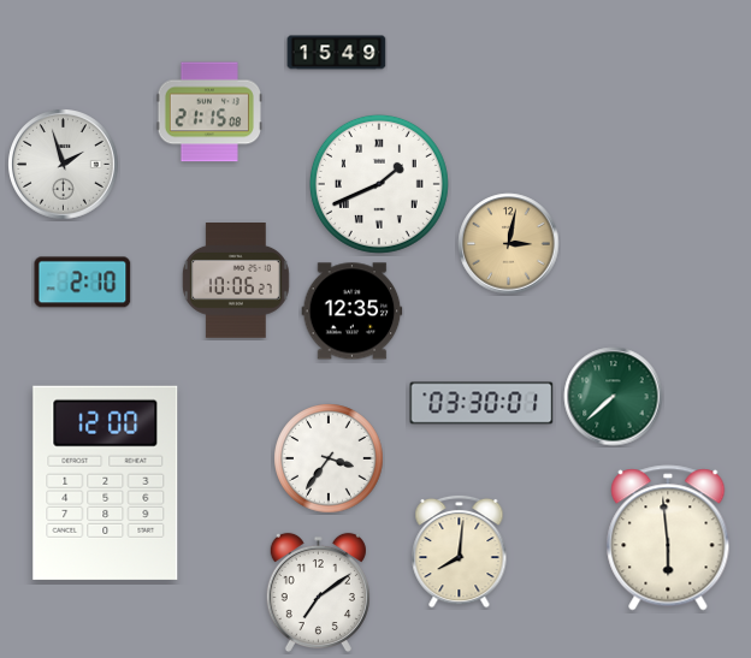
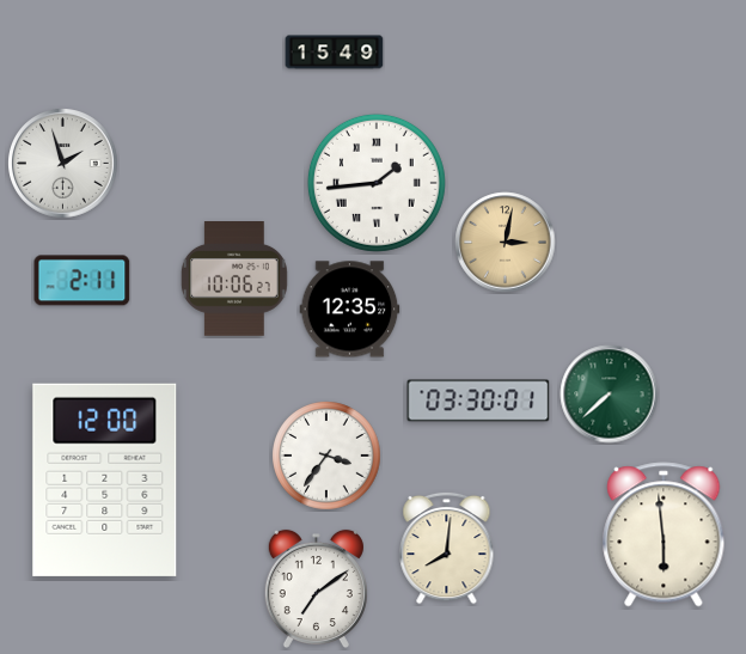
clock at (208, 112): 21:15 -> none
clock at (379, 184): 1:41 -> 1:44
clock at (83, 283): 2:10 -> 2:11
clock at (460, 551) position: (460, 551) -> (447, 548)
